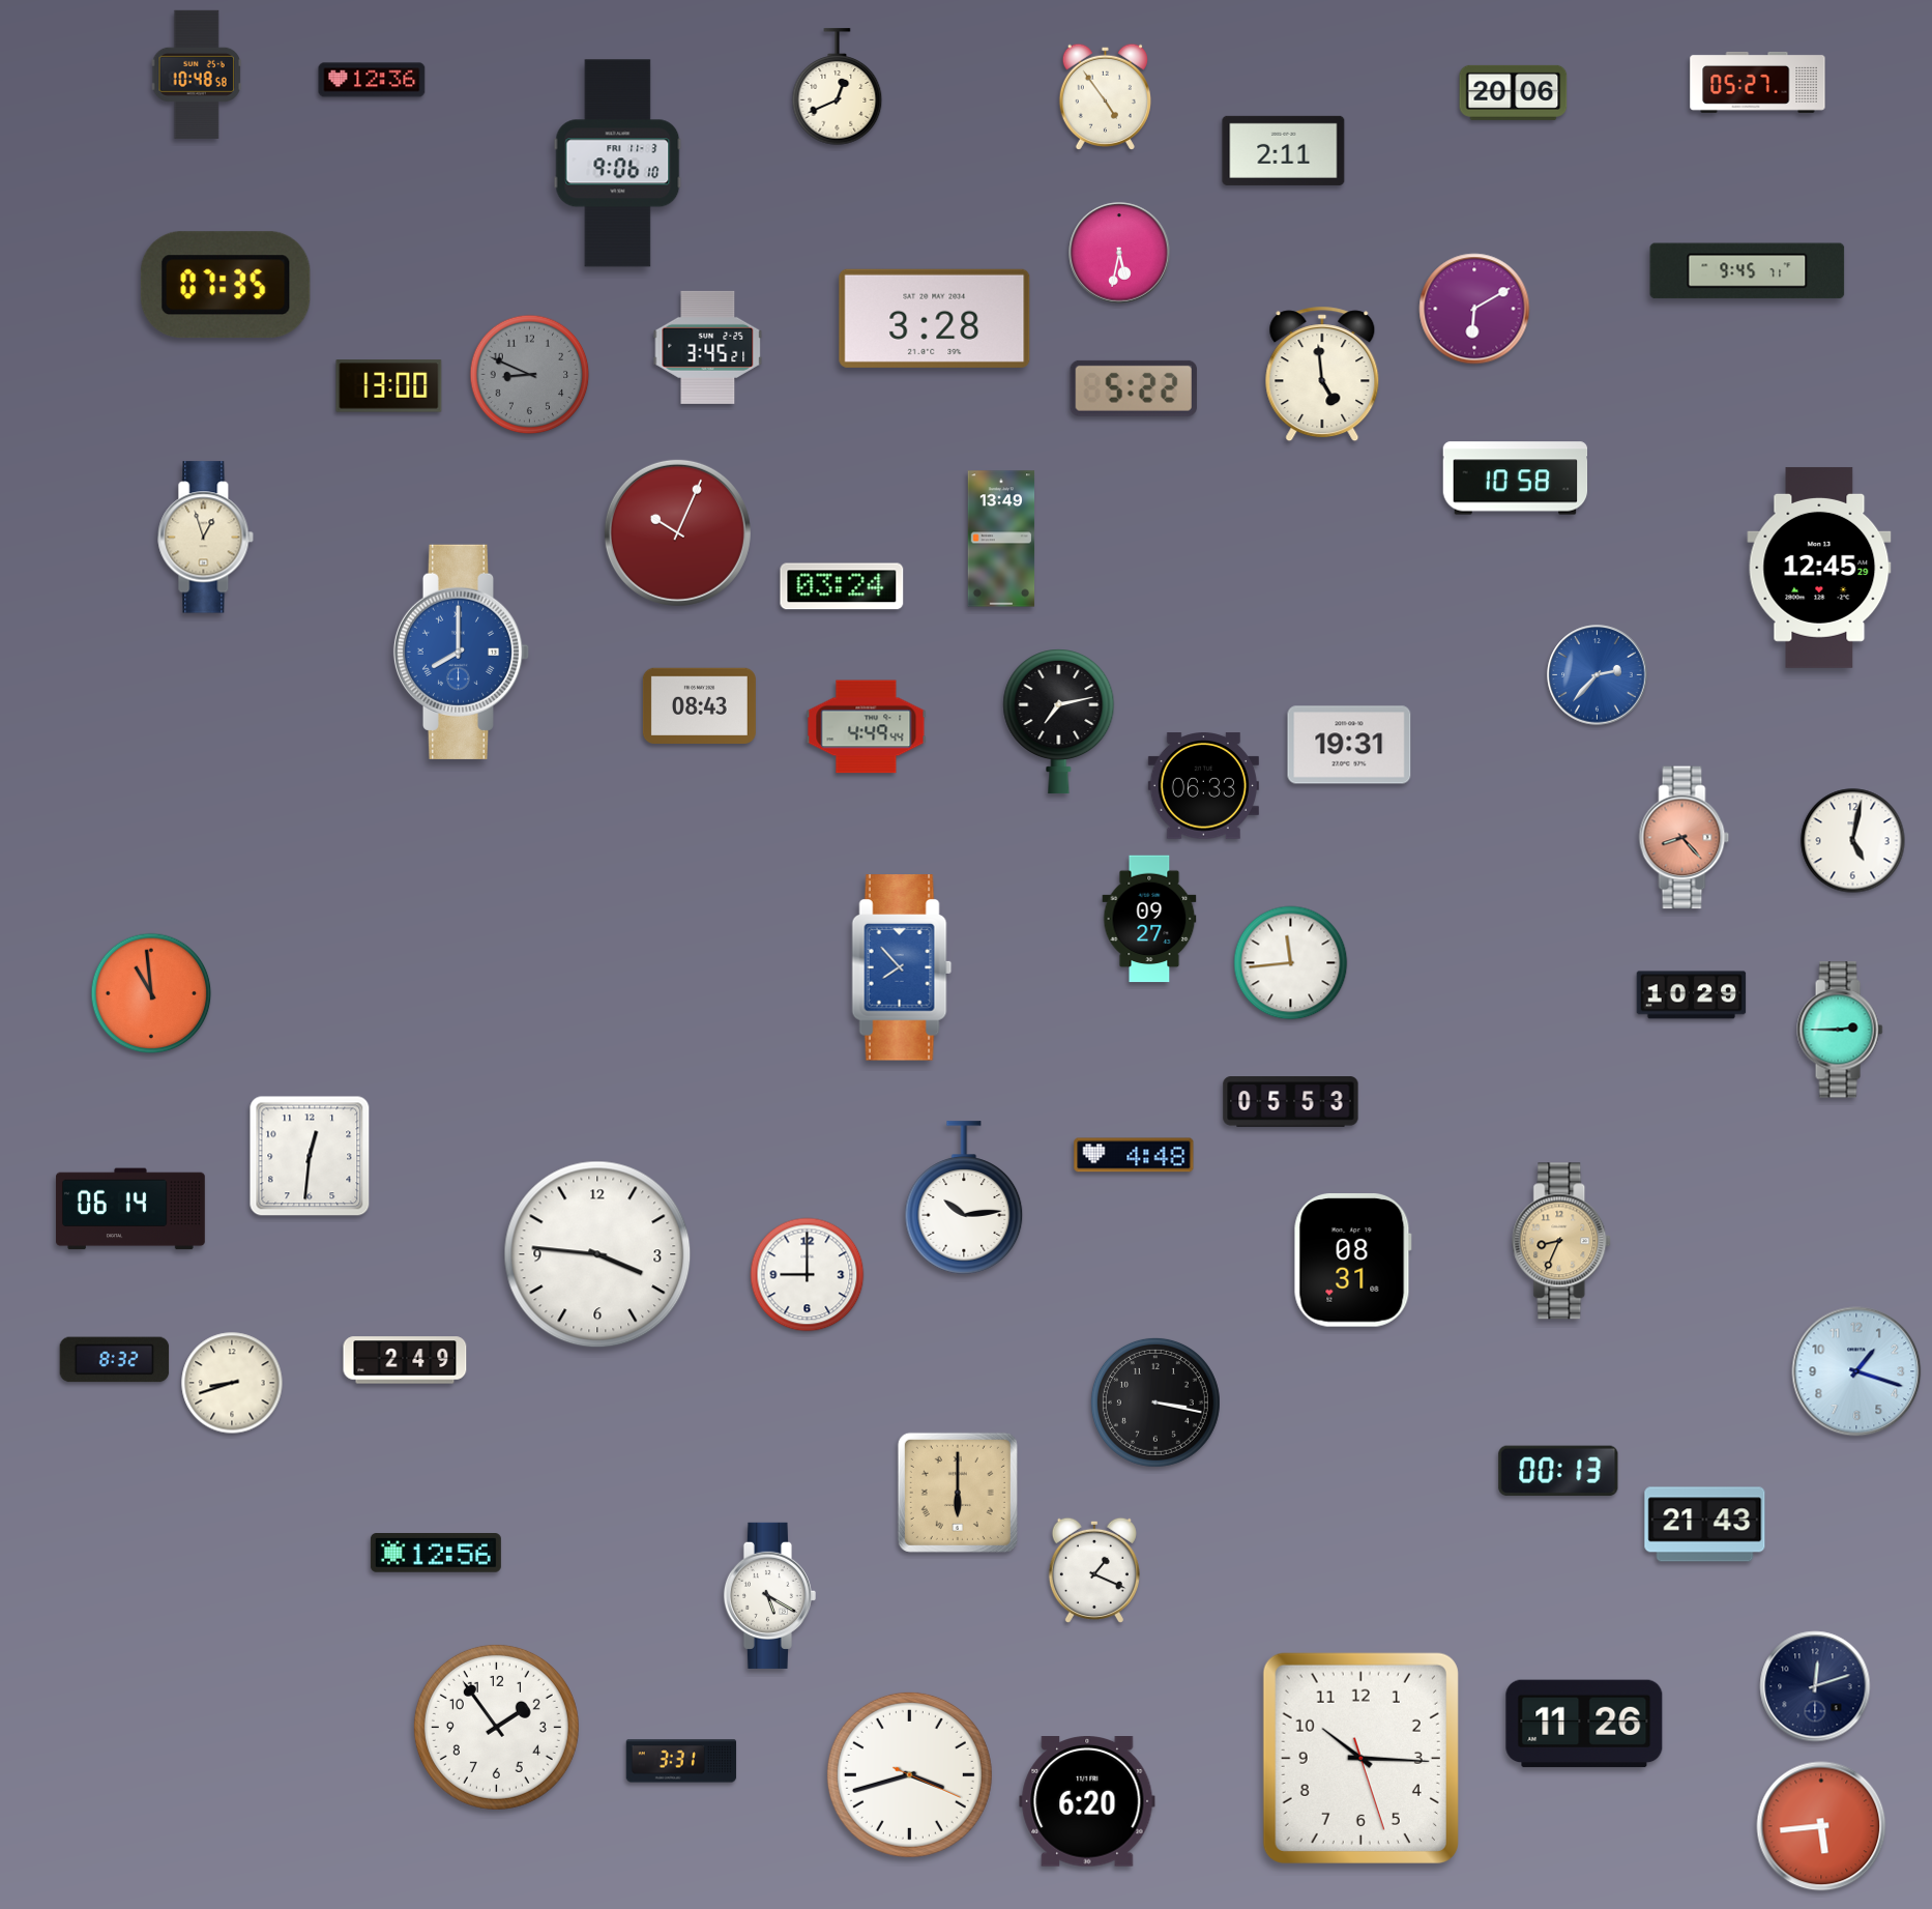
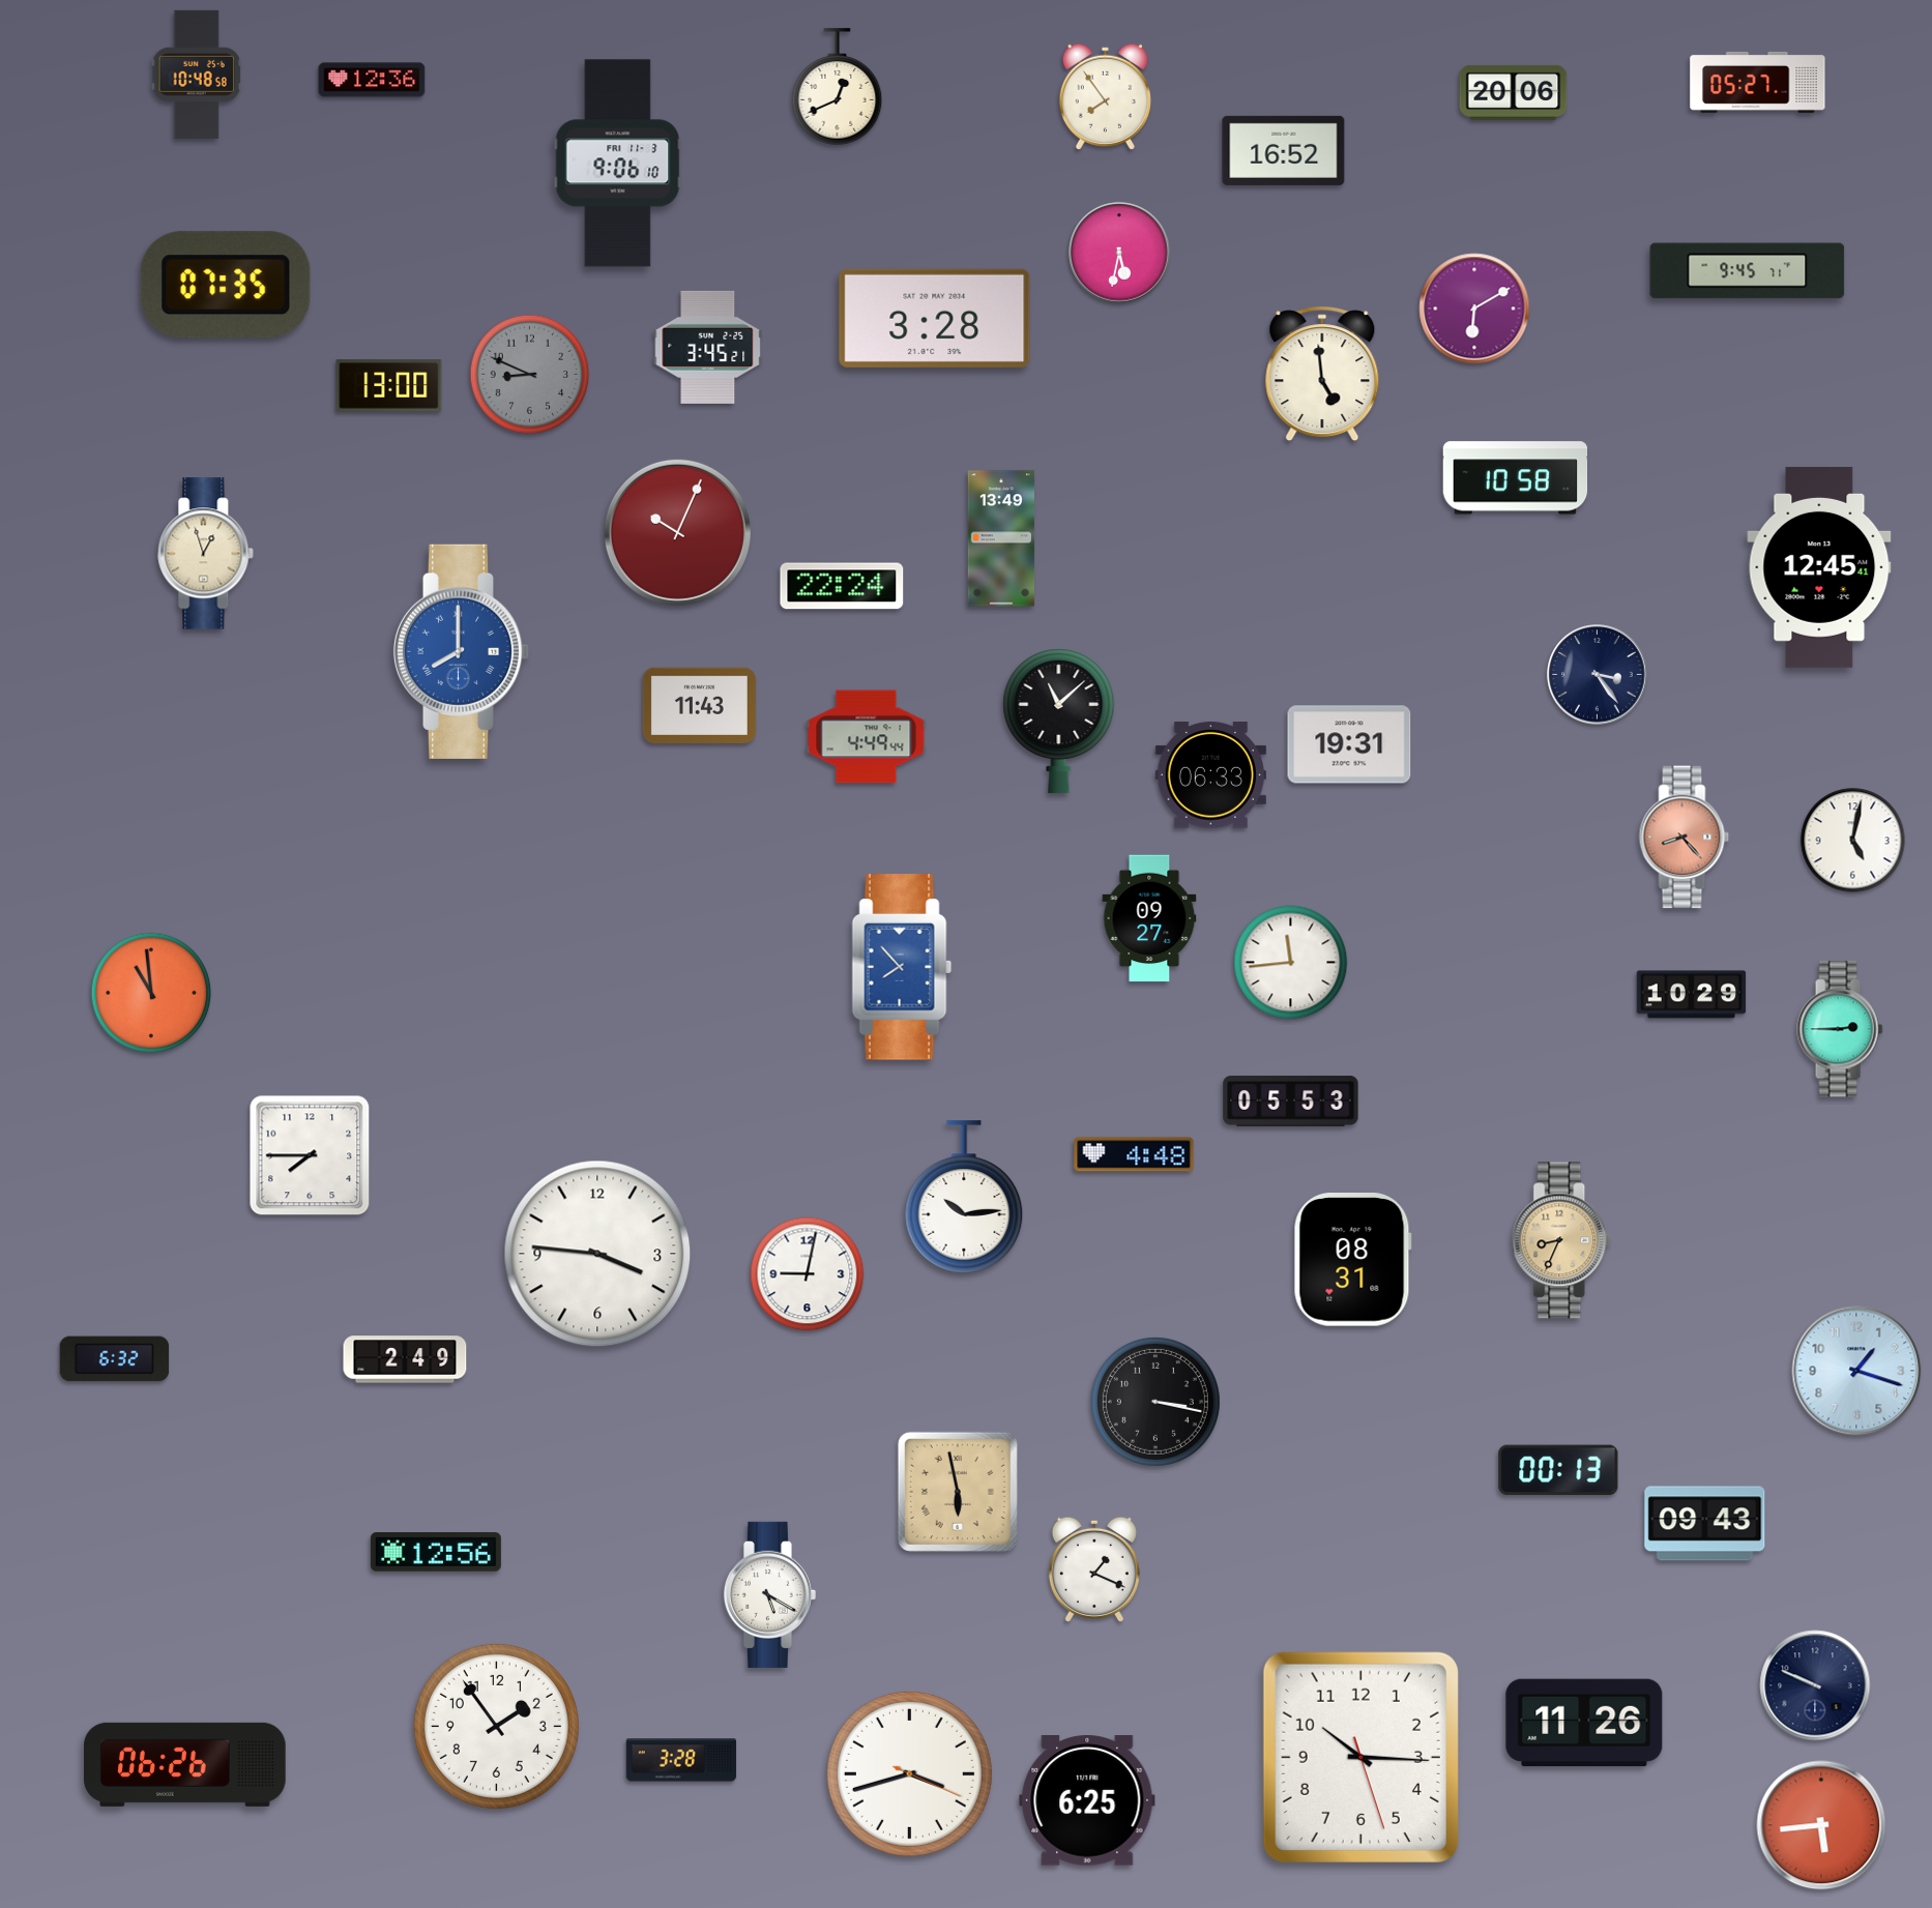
clock at (1105, 96): 4:54 -> 7:54
clock at (1284, 150): 2:11 -> 16:52
clock at (1134, 388): 5:22 -> none
clock at (206, 538) position: (206, 538) -> (206, 554)
clock at (1819, 568): 12:45:29 -> 12:45:41
clock at (842, 586): 03:24 -> 22:24
clock at (1598, 675): 2:37 -> 3:24
clock at (1598, 675) dial: blue -> navy
clock at (699, 706): 08:43 -> 11:43
clock at (1059, 722): 7:13 -> 11:08
clock at (867, 727) position: (867, 727) -> (867, 737)
clock at (1203, 786) position: (1203, 786) -> (1210, 775)
clock at (310, 1156): 12:31 -> 7:45
clock at (130, 1209): 06:14 -> none
clock at (808, 1275): 9:00 -> 9:02
clock at (115, 1360): 8:32 -> 6:32
clock at (232, 1383): 8:42 -> none
clock at (958, 1493): 6:00 -> 5:58
clock at (1705, 1525): 21:43 -> 09:43
clock at (1815, 1686): 12:12 -> 9:49
clock at (681, 1761): 3:31 -> 3:28
clock at (185, 1764): none -> 06:26
clock at (1087, 1801): 6:20 -> 6:25
